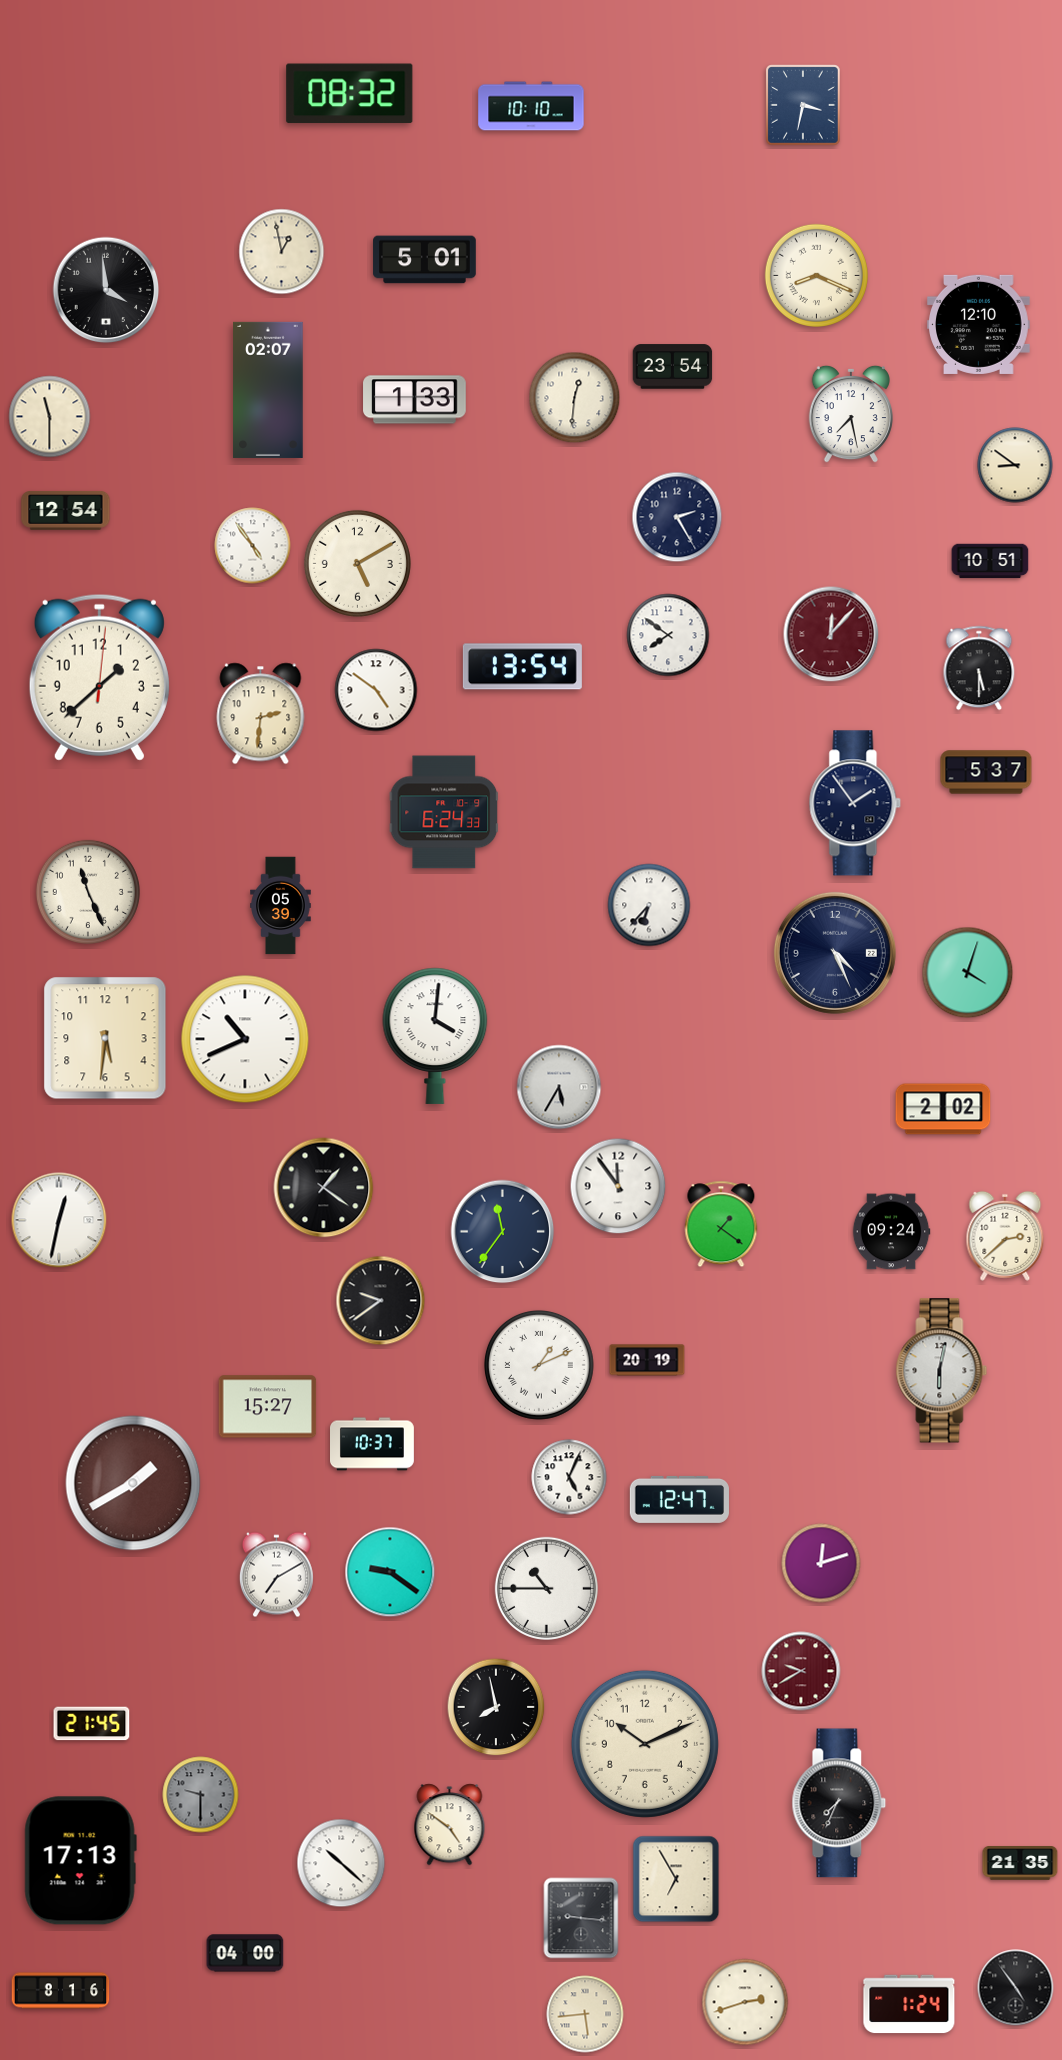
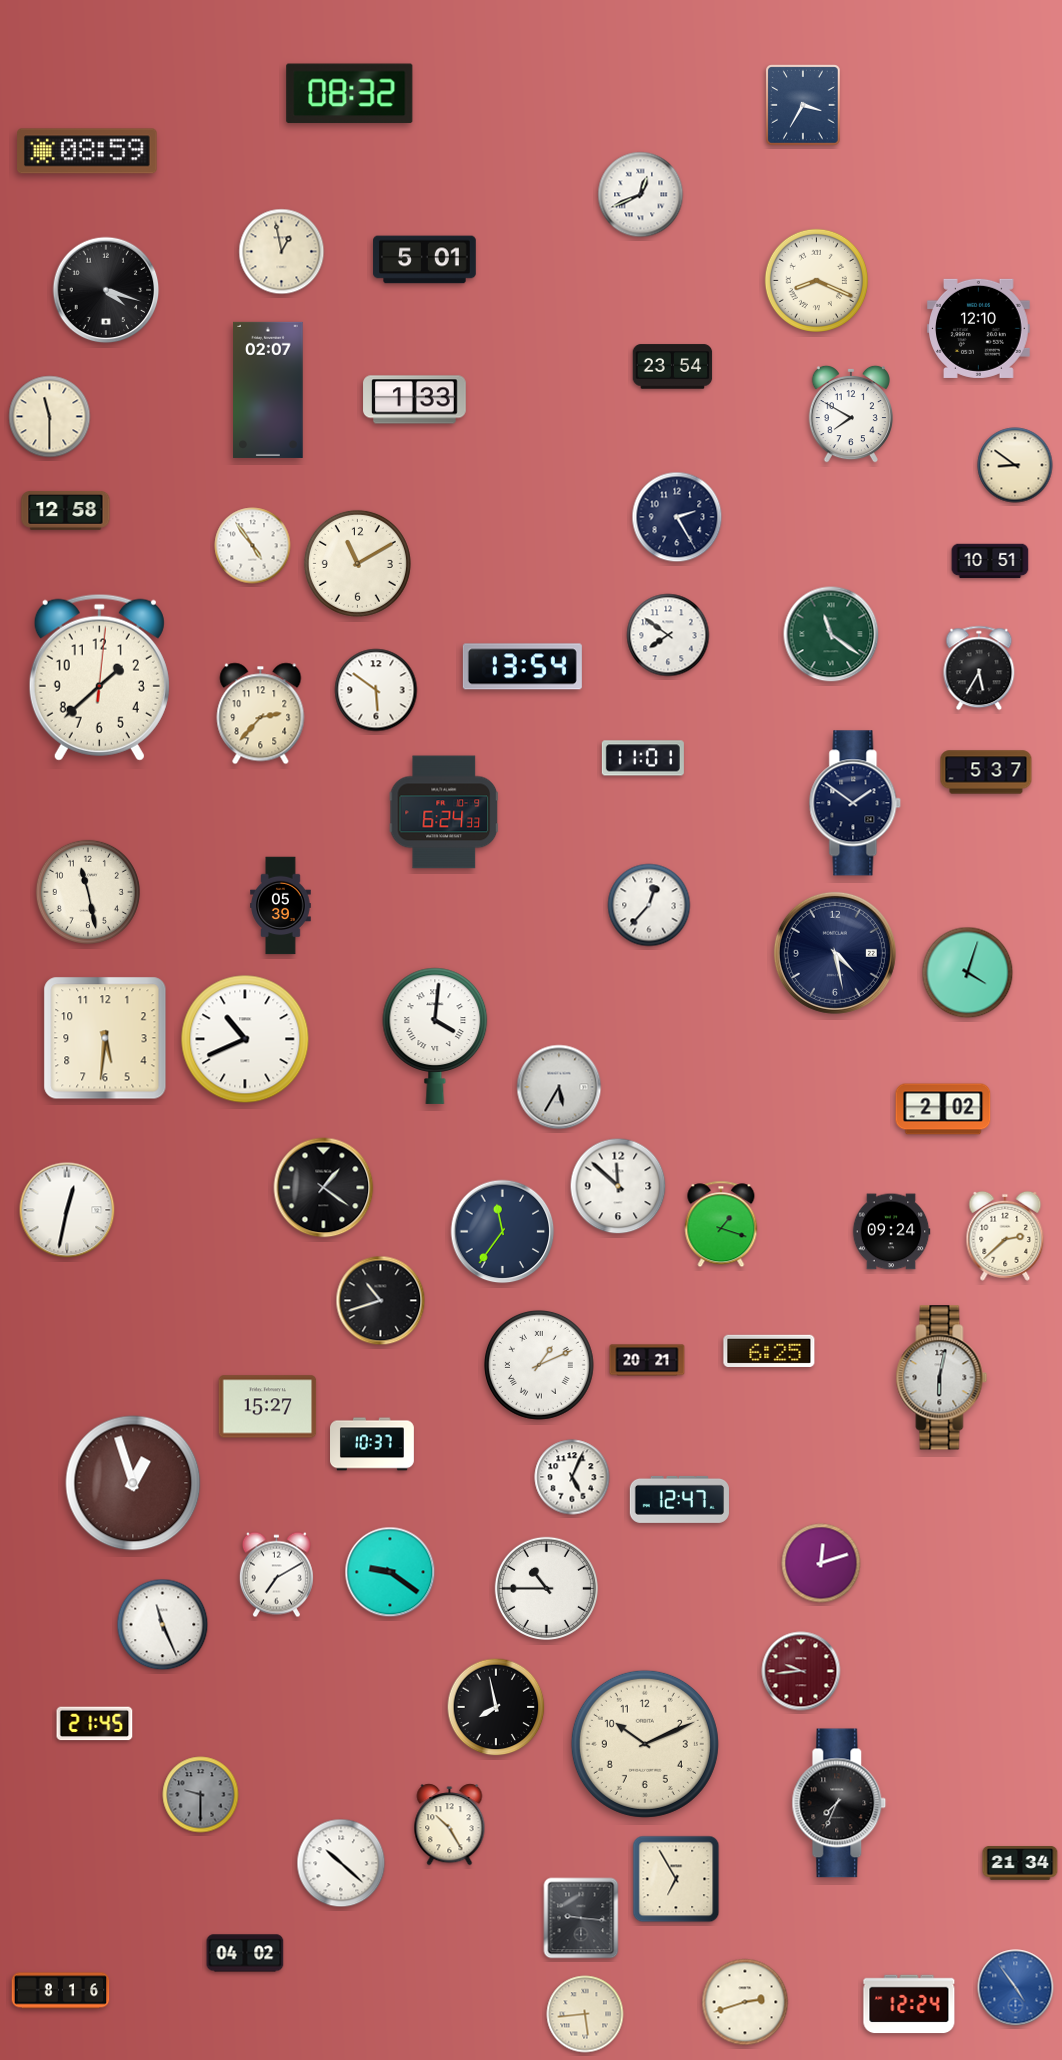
clock at (803, 105): 3:32 -> 3:35
clock at (531, 106): 10:10 -> none
clock at (88, 151): none -> 08:59
clock at (641, 195): none -> 12:41
clock at (816, 275) position: (816, 275) -> (816, 280)
clock at (106, 290): 3:59 -> 4:18
clock at (979, 324) position: (979, 324) -> (979, 328)
clock at (575, 398): 12:31 -> none
clock at (851, 414): 7:28 -> 7:50
clock at (66, 510): 12:54 -> 12:58
clock at (357, 563): 5:10 -> 11:10
clock at (831, 634): 12:07 -> 11:21
clock at (831, 634) dial: burgundy -> green
clock at (979, 668): 5:30 -> 5:35
clock at (376, 690): 4:51 -> 5:51
clock at (261, 714): 2:31 -> 2:37
clock at (643, 758): none -> 11:01
clock at (855, 803): 1:54 -> 1:51
clock at (88, 892): 11:26 -> 11:28
clock at (649, 905): 6:37 -> 12:37
clock at (835, 953): 4:26 -> 4:28
clock at (618, 1186): 11:54 -> 11:52
clock at (59, 1220) position: (59, 1220) -> (67, 1210)
clock at (721, 1224): 1:21 -> 1:18
clock at (381, 1301): 9:39 -> 10:42
clock at (769, 1351): none -> 6:25
clock at (647, 1360): 20:19 -> 20:21
clock at (942, 1371) position: (942, 1371) -> (942, 1378)
clock at (569, 1477) position: (569, 1477) -> (572, 1477)
clock at (133, 1483): 1:40 -> 12:57
clock at (163, 1625): none -> 11:26
clock at (801, 1671): 9:40 -> 9:44
clock at (92, 1724) position: (92, 1724) -> (95, 1724)
clock at (450, 1825): 4:51 -> 10:25
clock at (80, 1861): 17:13 -> none
clock at (1020, 1864): 21:35 -> 21:34
clock at (245, 1953): 04:00 -> 04:02
clock at (1016, 1988) dial: black -> blue
clock at (909, 2004): 1:24 -> 12:24
